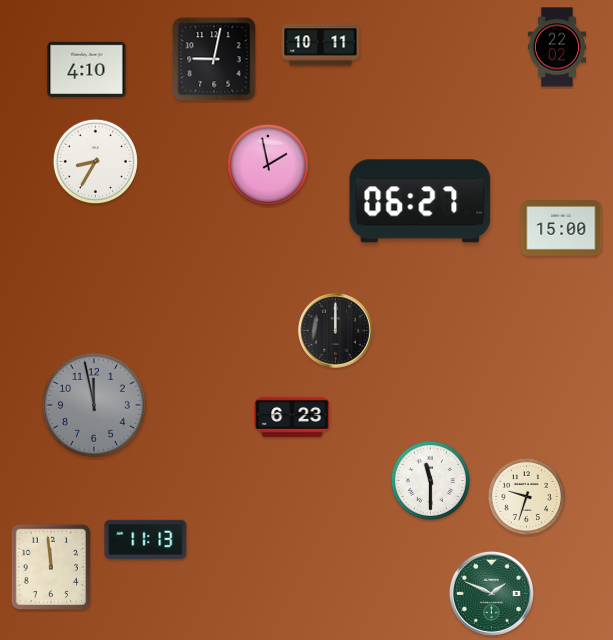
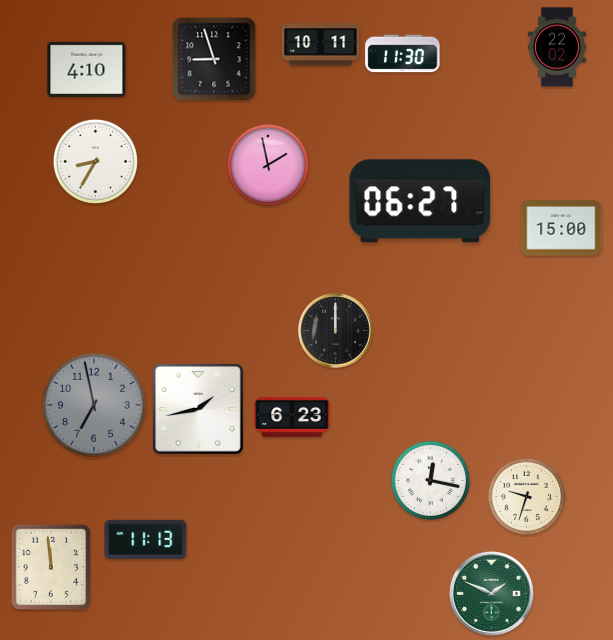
clock at (403, 54): none -> 11:30
clock at (214, 59): 9:02 -> 8:57
clock at (94, 405): 11:58 -> 6:58
clock at (199, 410): none -> 1:43
clock at (430, 480): 11:30 -> 12:17
